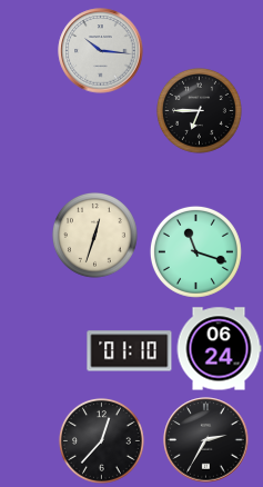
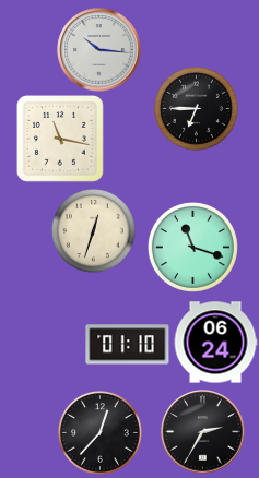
clock at (61, 140): none -> 11:17
